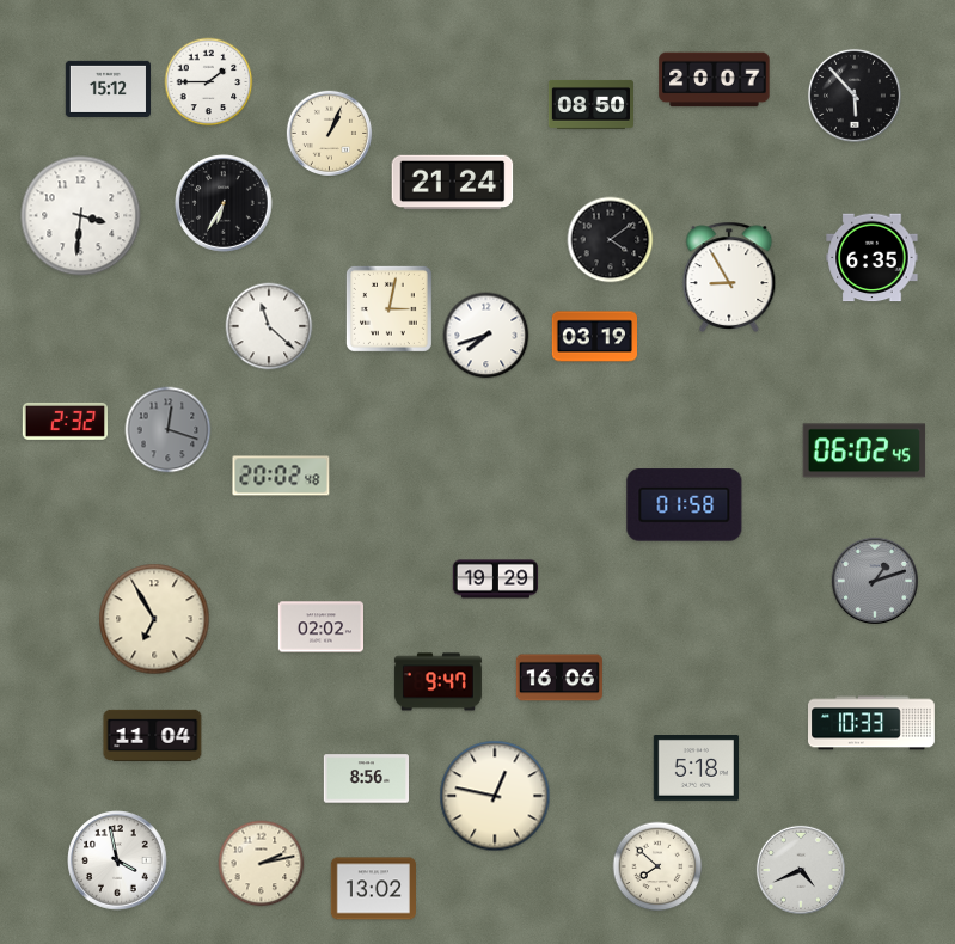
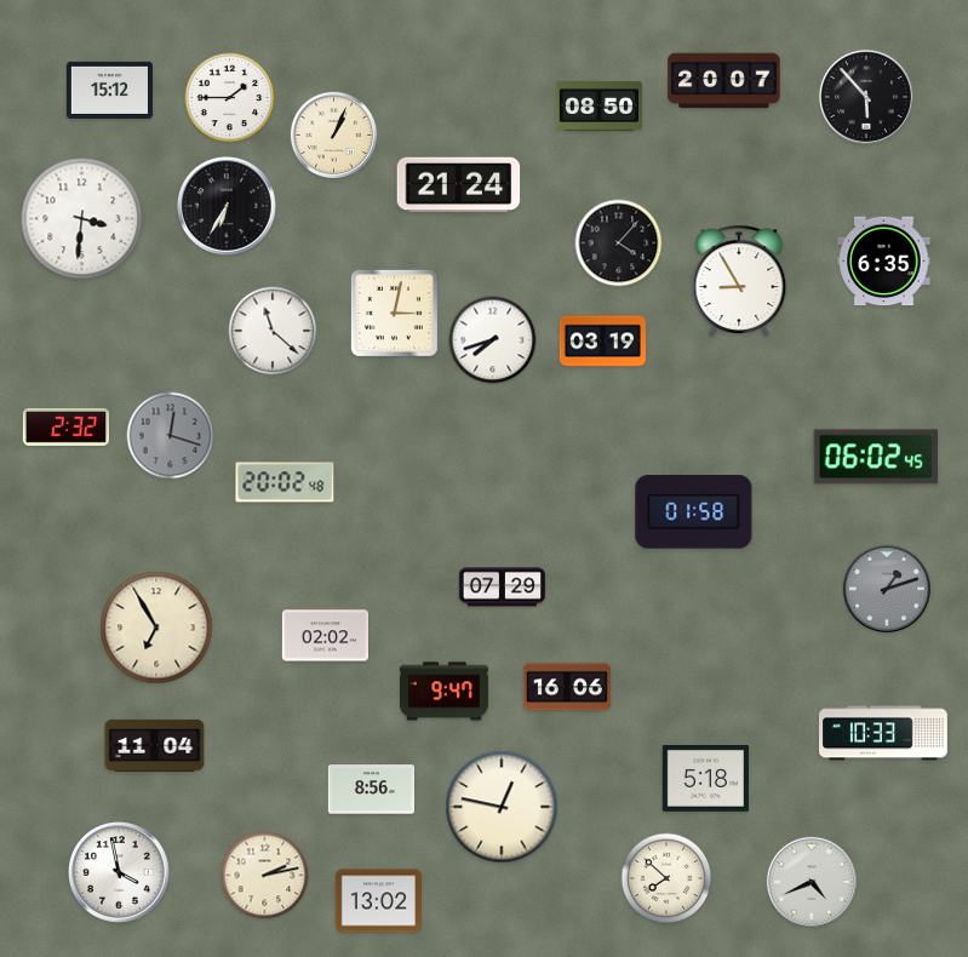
clock at (209, 82) position: (209, 82) -> (230, 98)
clock at (611, 240): 4:09 -> 4:07
clock at (495, 580): 19:29 -> 07:29
